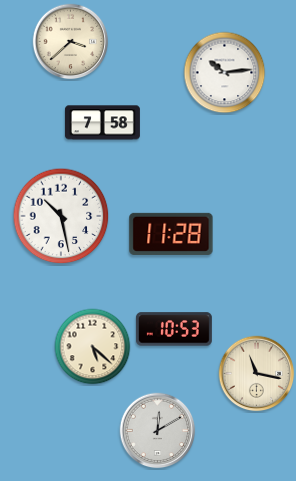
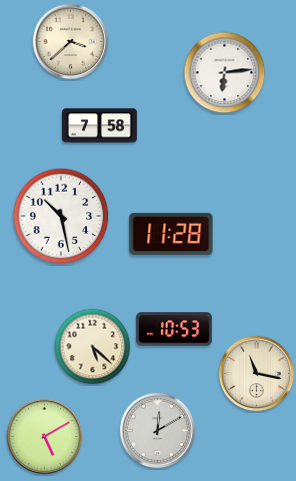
clock at (225, 73): 10:14 -> 6:14
clock at (102, 123) position: (102, 123) -> (99, 126)
clock at (45, 437): none -> 5:10
